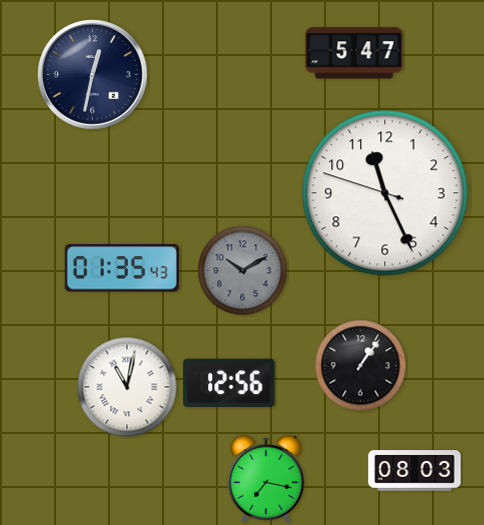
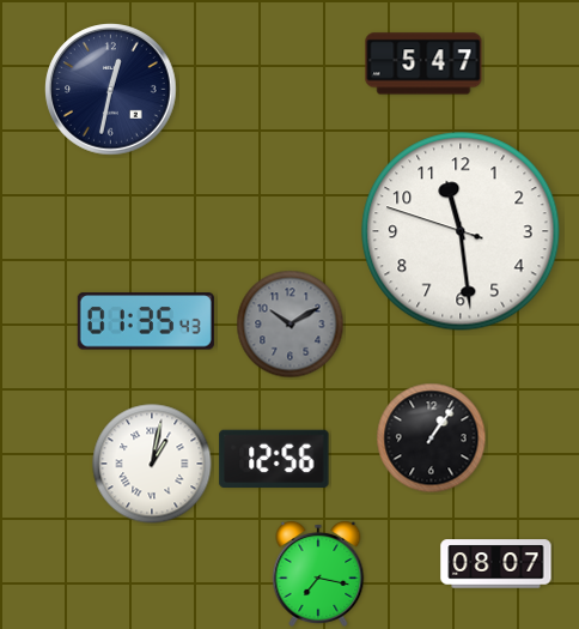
clock at (385, 193): 11:25 -> 11:28
clock at (127, 387): 11:02 -> 1:02
clock at (415, 471): 08:03 -> 08:07
